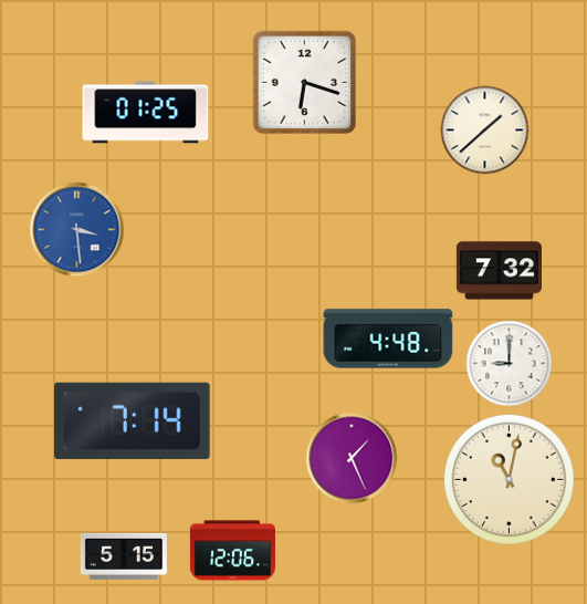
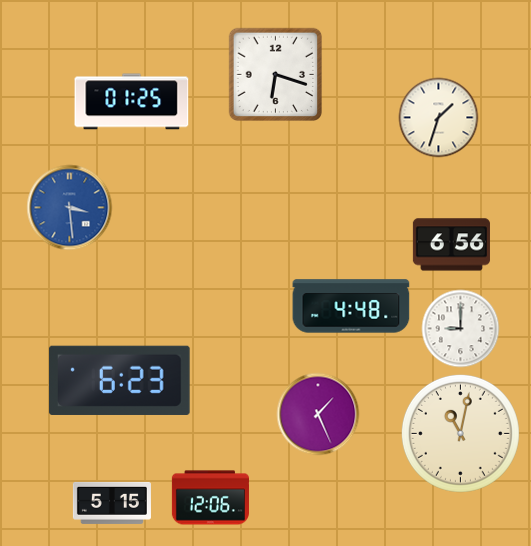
clock at (484, 129): 1:38 -> 1:33
clock at (499, 271): 7:32 -> 6:56
clock at (132, 420): 7:14 -> 6:23
